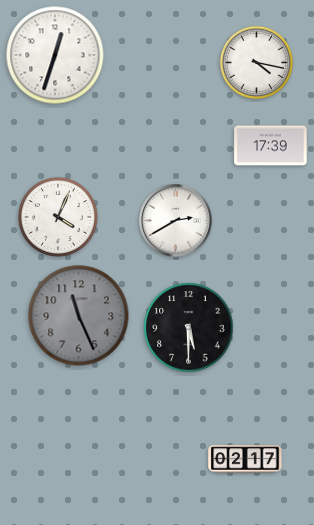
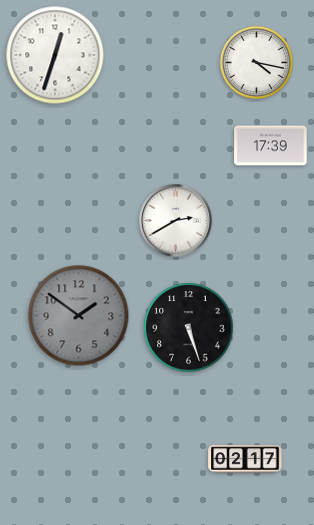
clock at (58, 217): 4:04 -> none
clock at (79, 316): 11:26 -> 1:51
clock at (189, 328): 5:30 -> 5:27
